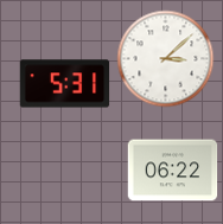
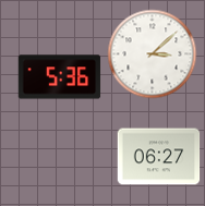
clock at (65, 84): 5:31 -> 5:36
clock at (173, 171): 06:22 -> 06:27
